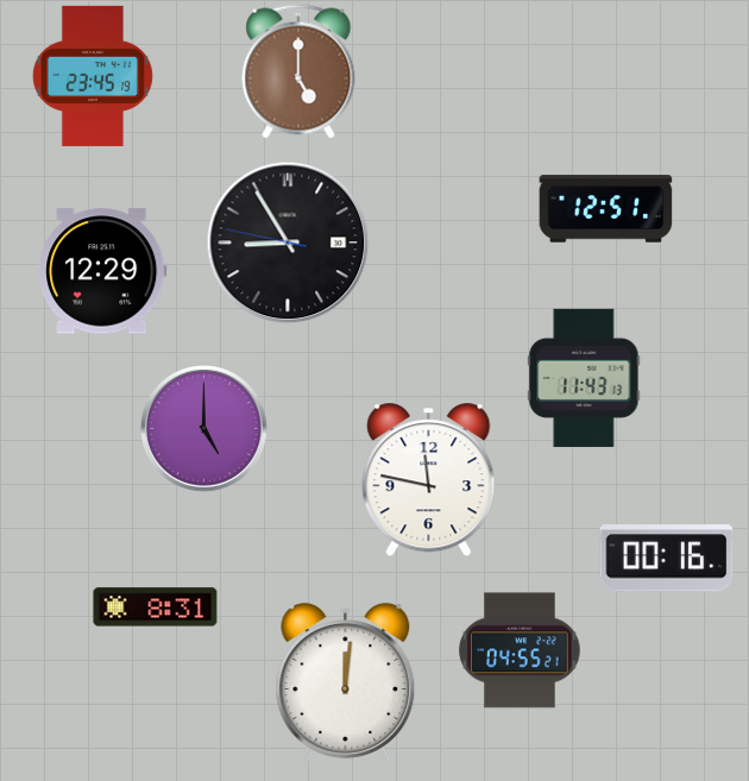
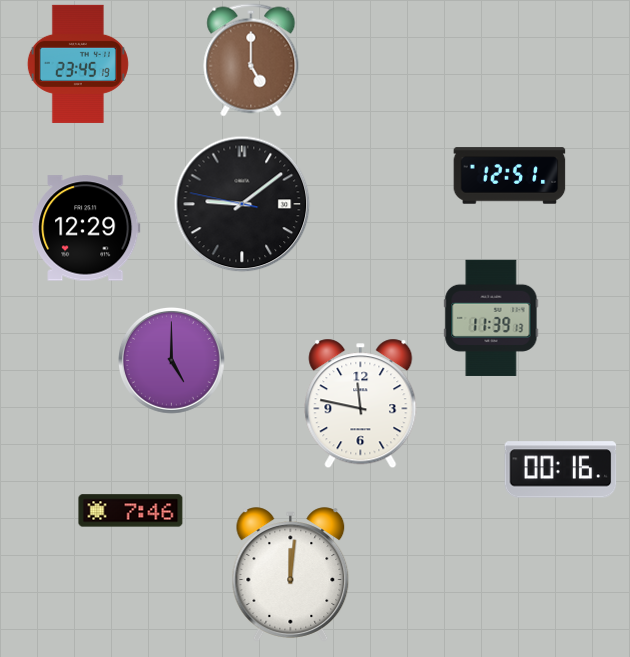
clock at (288, 243): 8:54 -> 9:08
clock at (584, 378): 11:43 -> 11:39
clock at (156, 607): 8:31 -> 7:46
clock at (520, 650): 04:55 -> none
